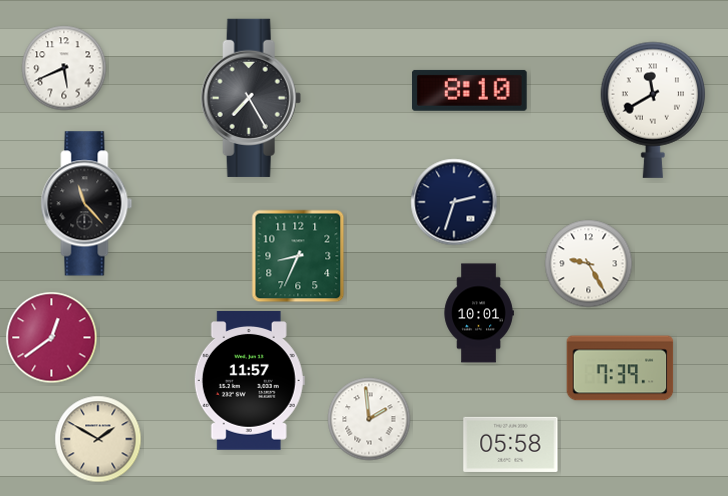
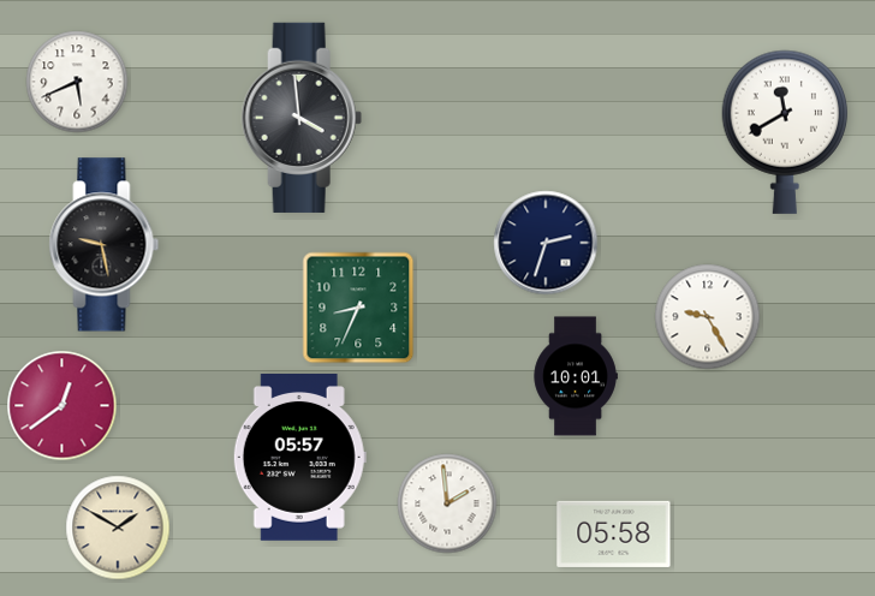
clock at (470, 90): 8:10 -> none
clock at (251, 98): 7:25 -> 3:59
clock at (87, 204): 11:23 -> 9:28
clock at (620, 368): 7:39 -> none
clock at (249, 381): 11:57 -> 05:57
clock at (369, 419) position: (369, 419) -> (447, 503)
